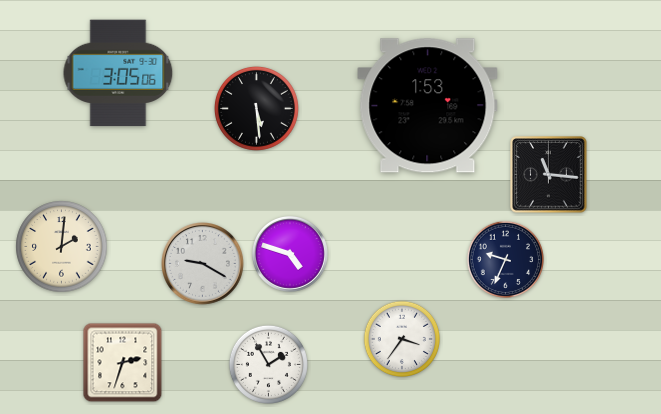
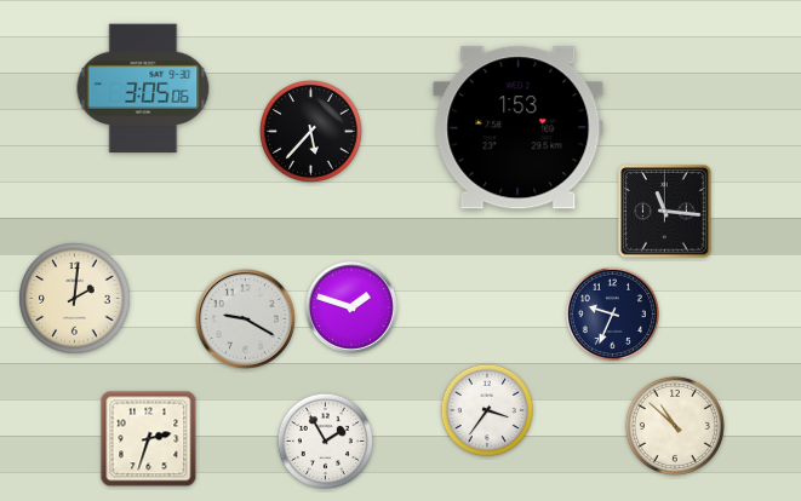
clock at (256, 108): 5:29 -> 5:37
clock at (290, 254): 4:48 -> 1:48
clock at (675, 426): none -> 10:52
